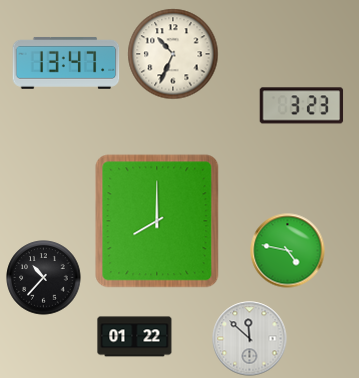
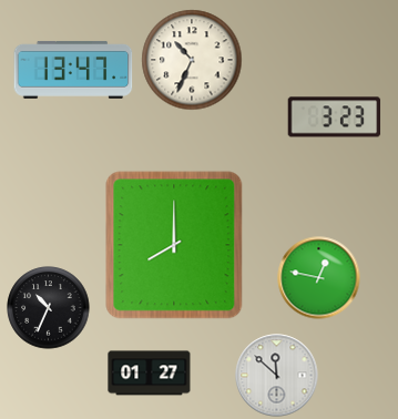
clock at (288, 251): 4:47 -> 12:47
clock at (44, 278): 10:37 -> 10:34
clock at (135, 337): 01:22 -> 01:27
